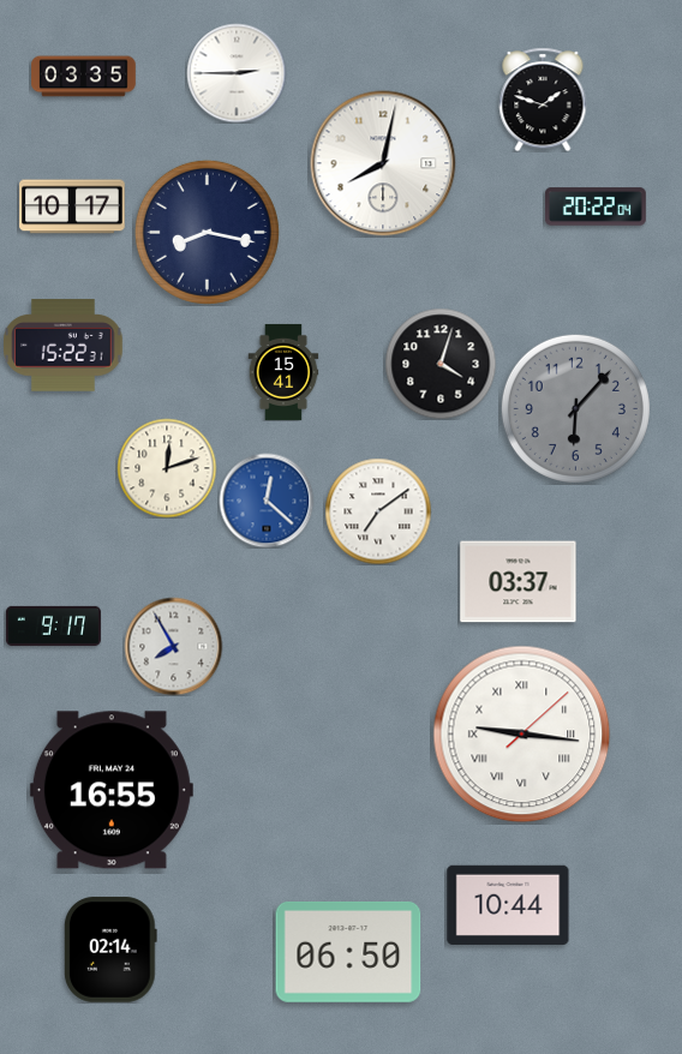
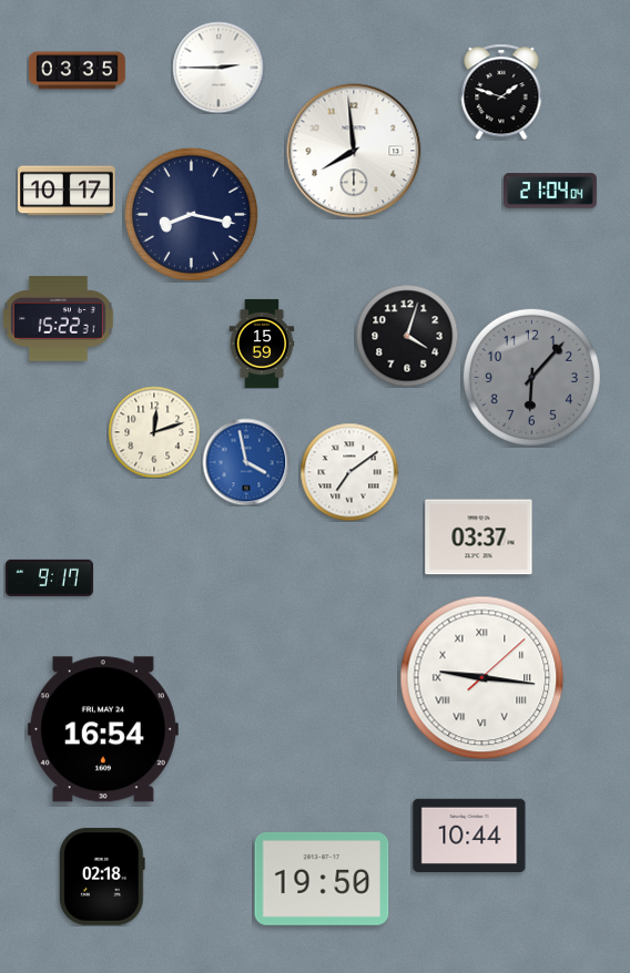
clock at (383, 163): 8:02 -> 7:59
clock at (596, 206): 20:22 -> 21:04
clock at (283, 372): 15:41 -> 15:59
clock at (267, 501): 12:22 -> 3:58
clock at (173, 646): 7:55 -> none
clock at (112, 790): 16:55 -> 16:54
clock at (110, 950): 02:14 -> 02:18
clock at (348, 952): 06:50 -> 19:50
